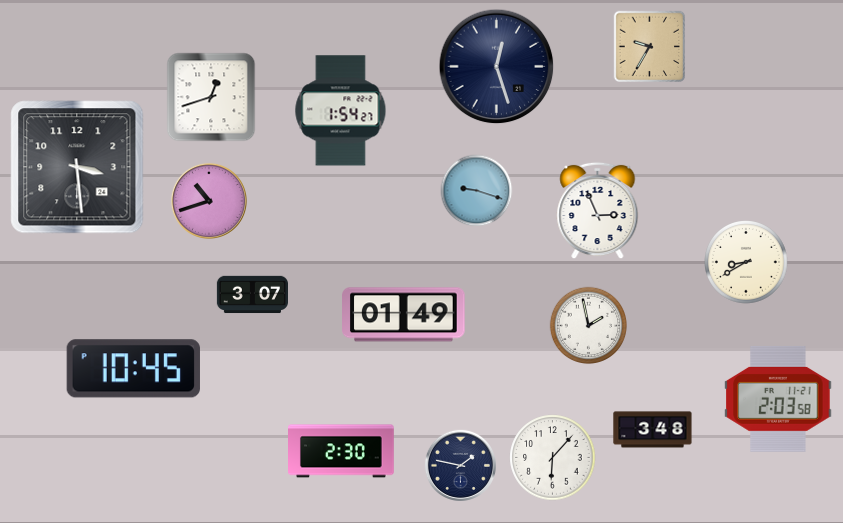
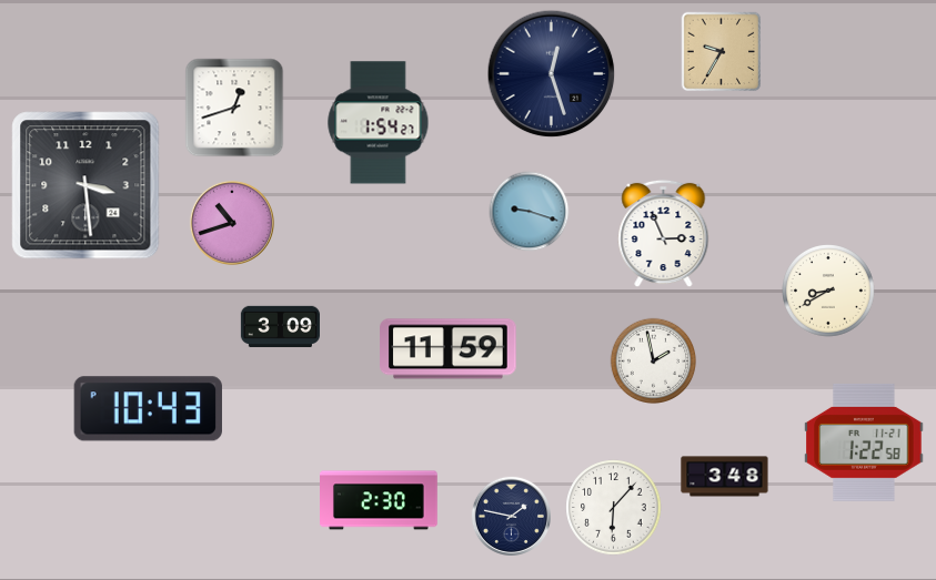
clock at (252, 295): 3:07 -> 3:09
clock at (404, 315): 01:49 -> 11:59
clock at (133, 369): 10:45 -> 10:43
clock at (778, 399): 2:03 -> 1:22
